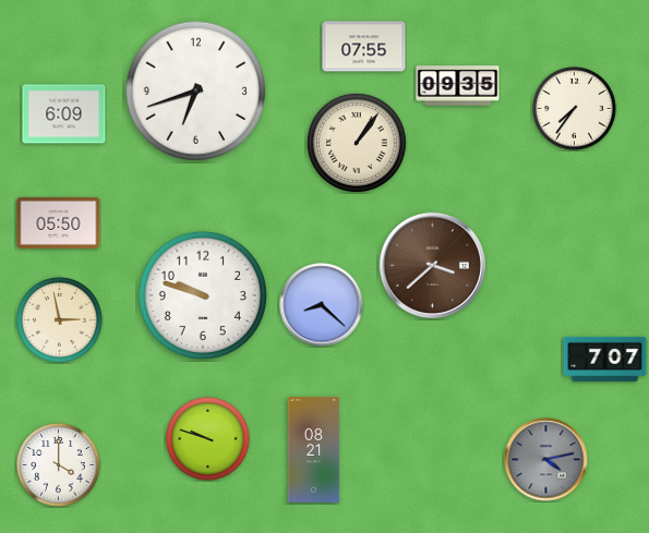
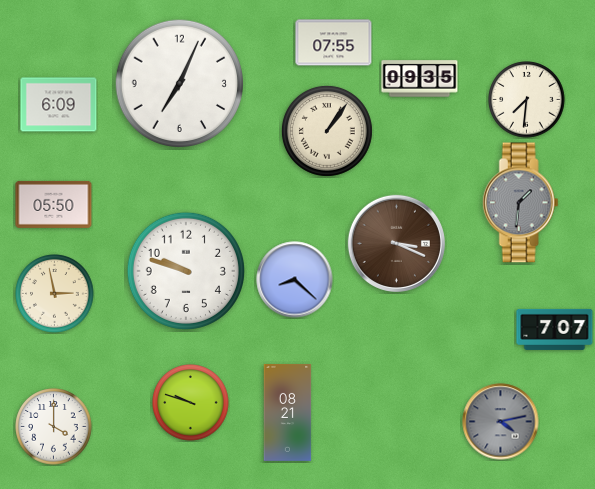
clock at (195, 90): 6:42 -> 7:04
clock at (575, 109): 7:36 -> 7:31
clock at (520, 203): none -> 1:31
clock at (432, 265): 3:38 -> 3:19
